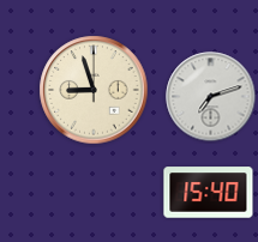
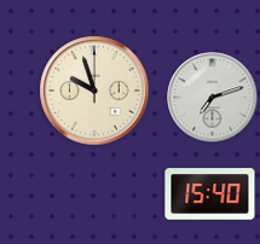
clock at (94, 90): 8:57 -> 9:57
